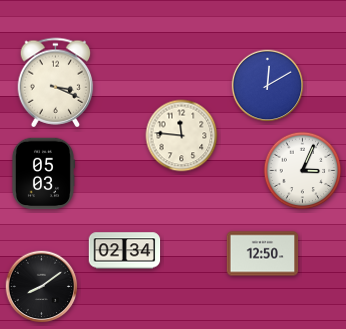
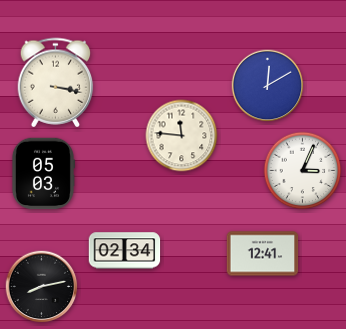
clock at (56, 83): 3:19 -> 3:17
clock at (263, 254): 12:50 -> 12:41
clock at (42, 287): 8:09 -> 8:13
